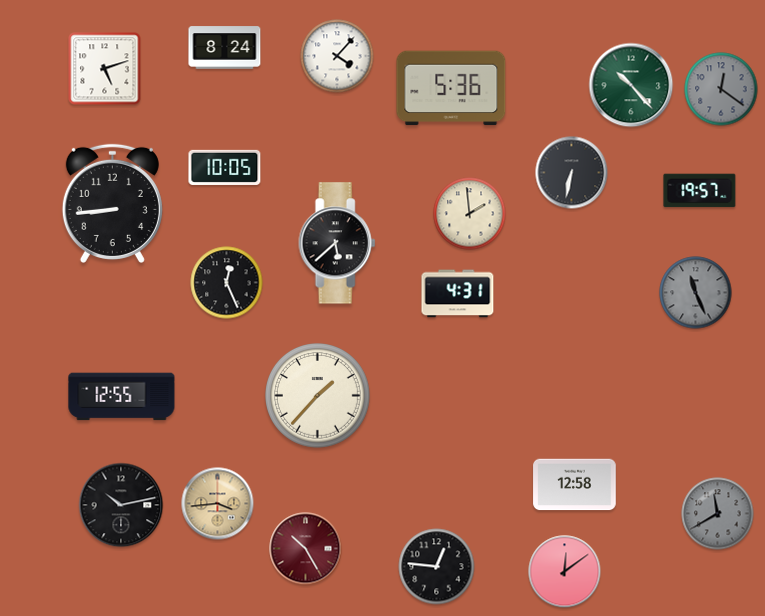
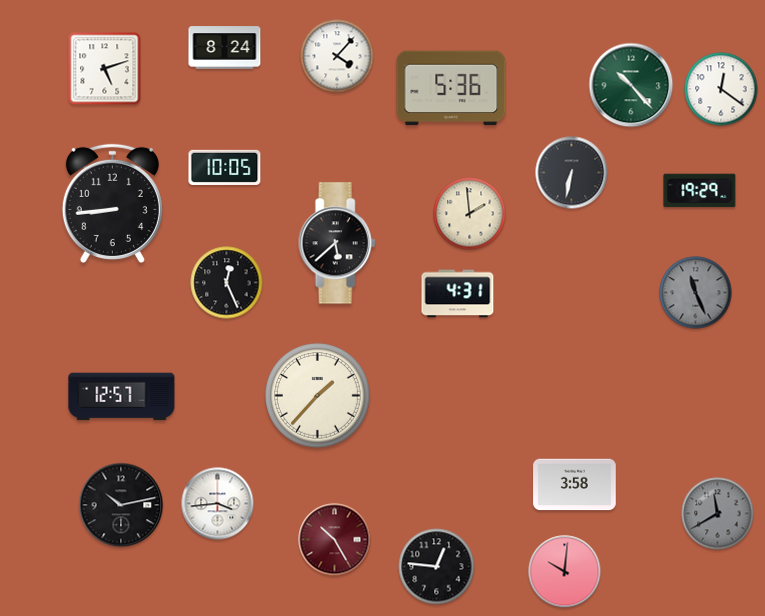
clock at (721, 89) dial: grey -> white
clock at (700, 191): 19:57 -> 19:29
clock at (122, 397): 12:55 -> 12:57
clock at (575, 485): 12:58 -> 3:58
clock at (218, 504) dial: champagne -> white
clock at (306, 549) position: (306, 549) -> (335, 540)
clock at (565, 572): 12:09 -> 10:01
